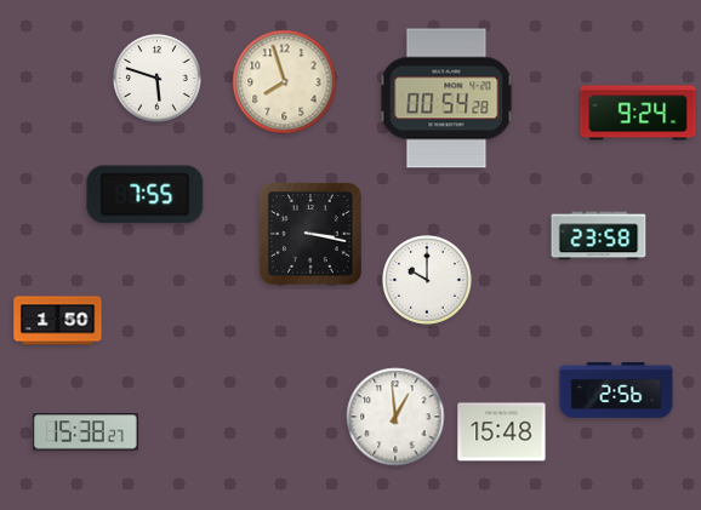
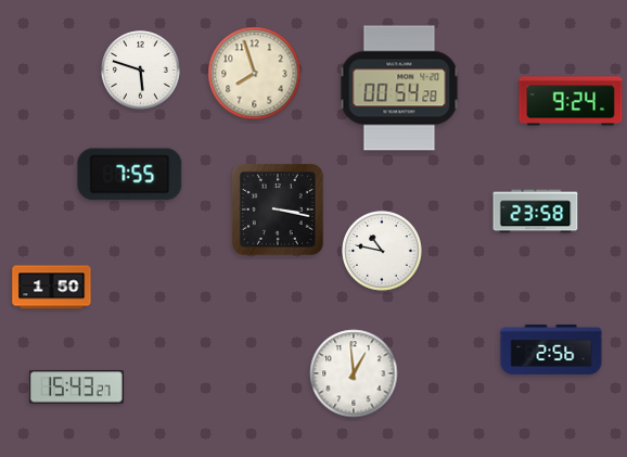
clock at (427, 280): 10:00 -> 10:47
clock at (85, 432): 15:38 -> 15:43
clock at (502, 432): 15:48 -> none
